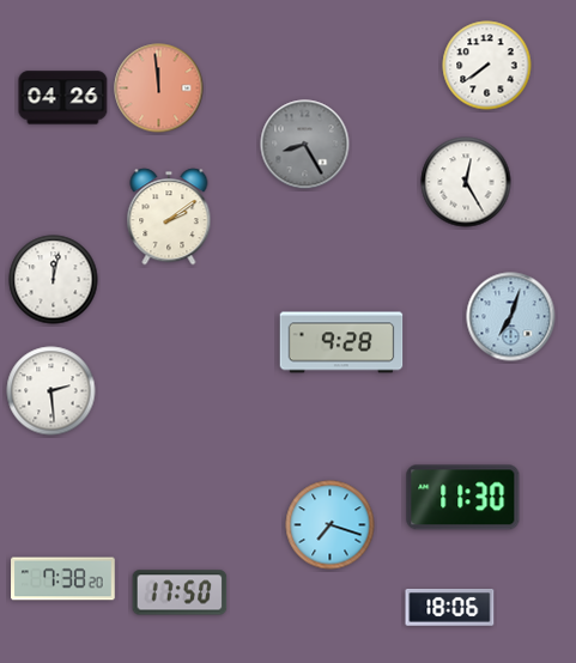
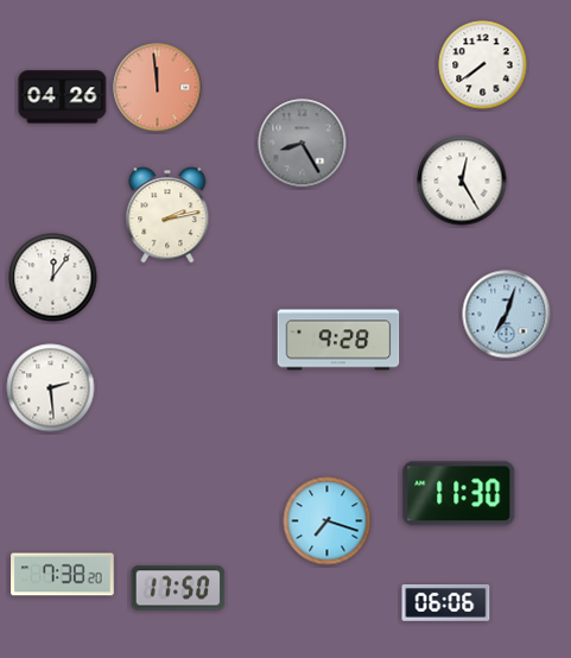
clock at (169, 217): 2:09 -> 2:13
clock at (54, 280): 12:02 -> 12:06
clock at (450, 608): 18:06 -> 06:06
